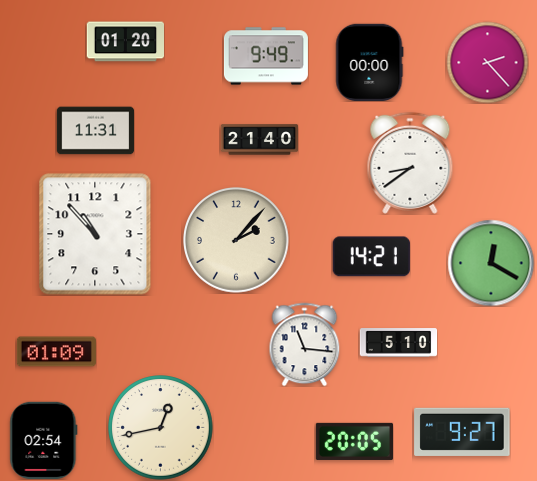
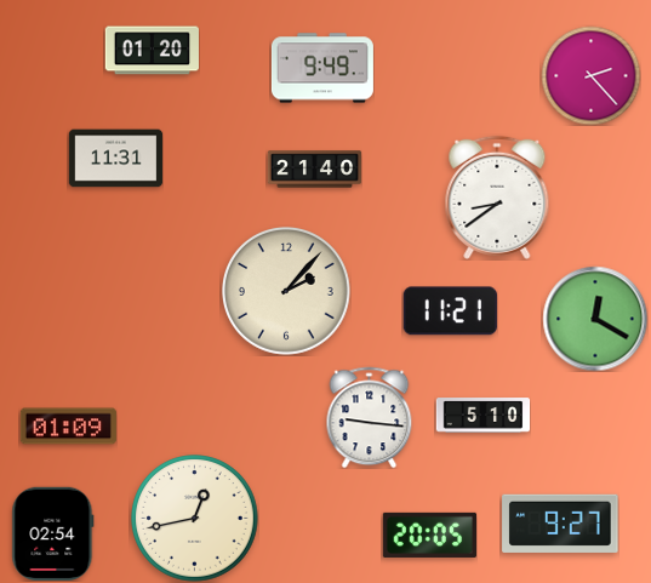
clock at (370, 62): 00:00 -> none
clock at (95, 234): 10:53 -> none
clock at (371, 257): 14:21 -> 11:21
clock at (305, 344): 11:16 -> 9:16
